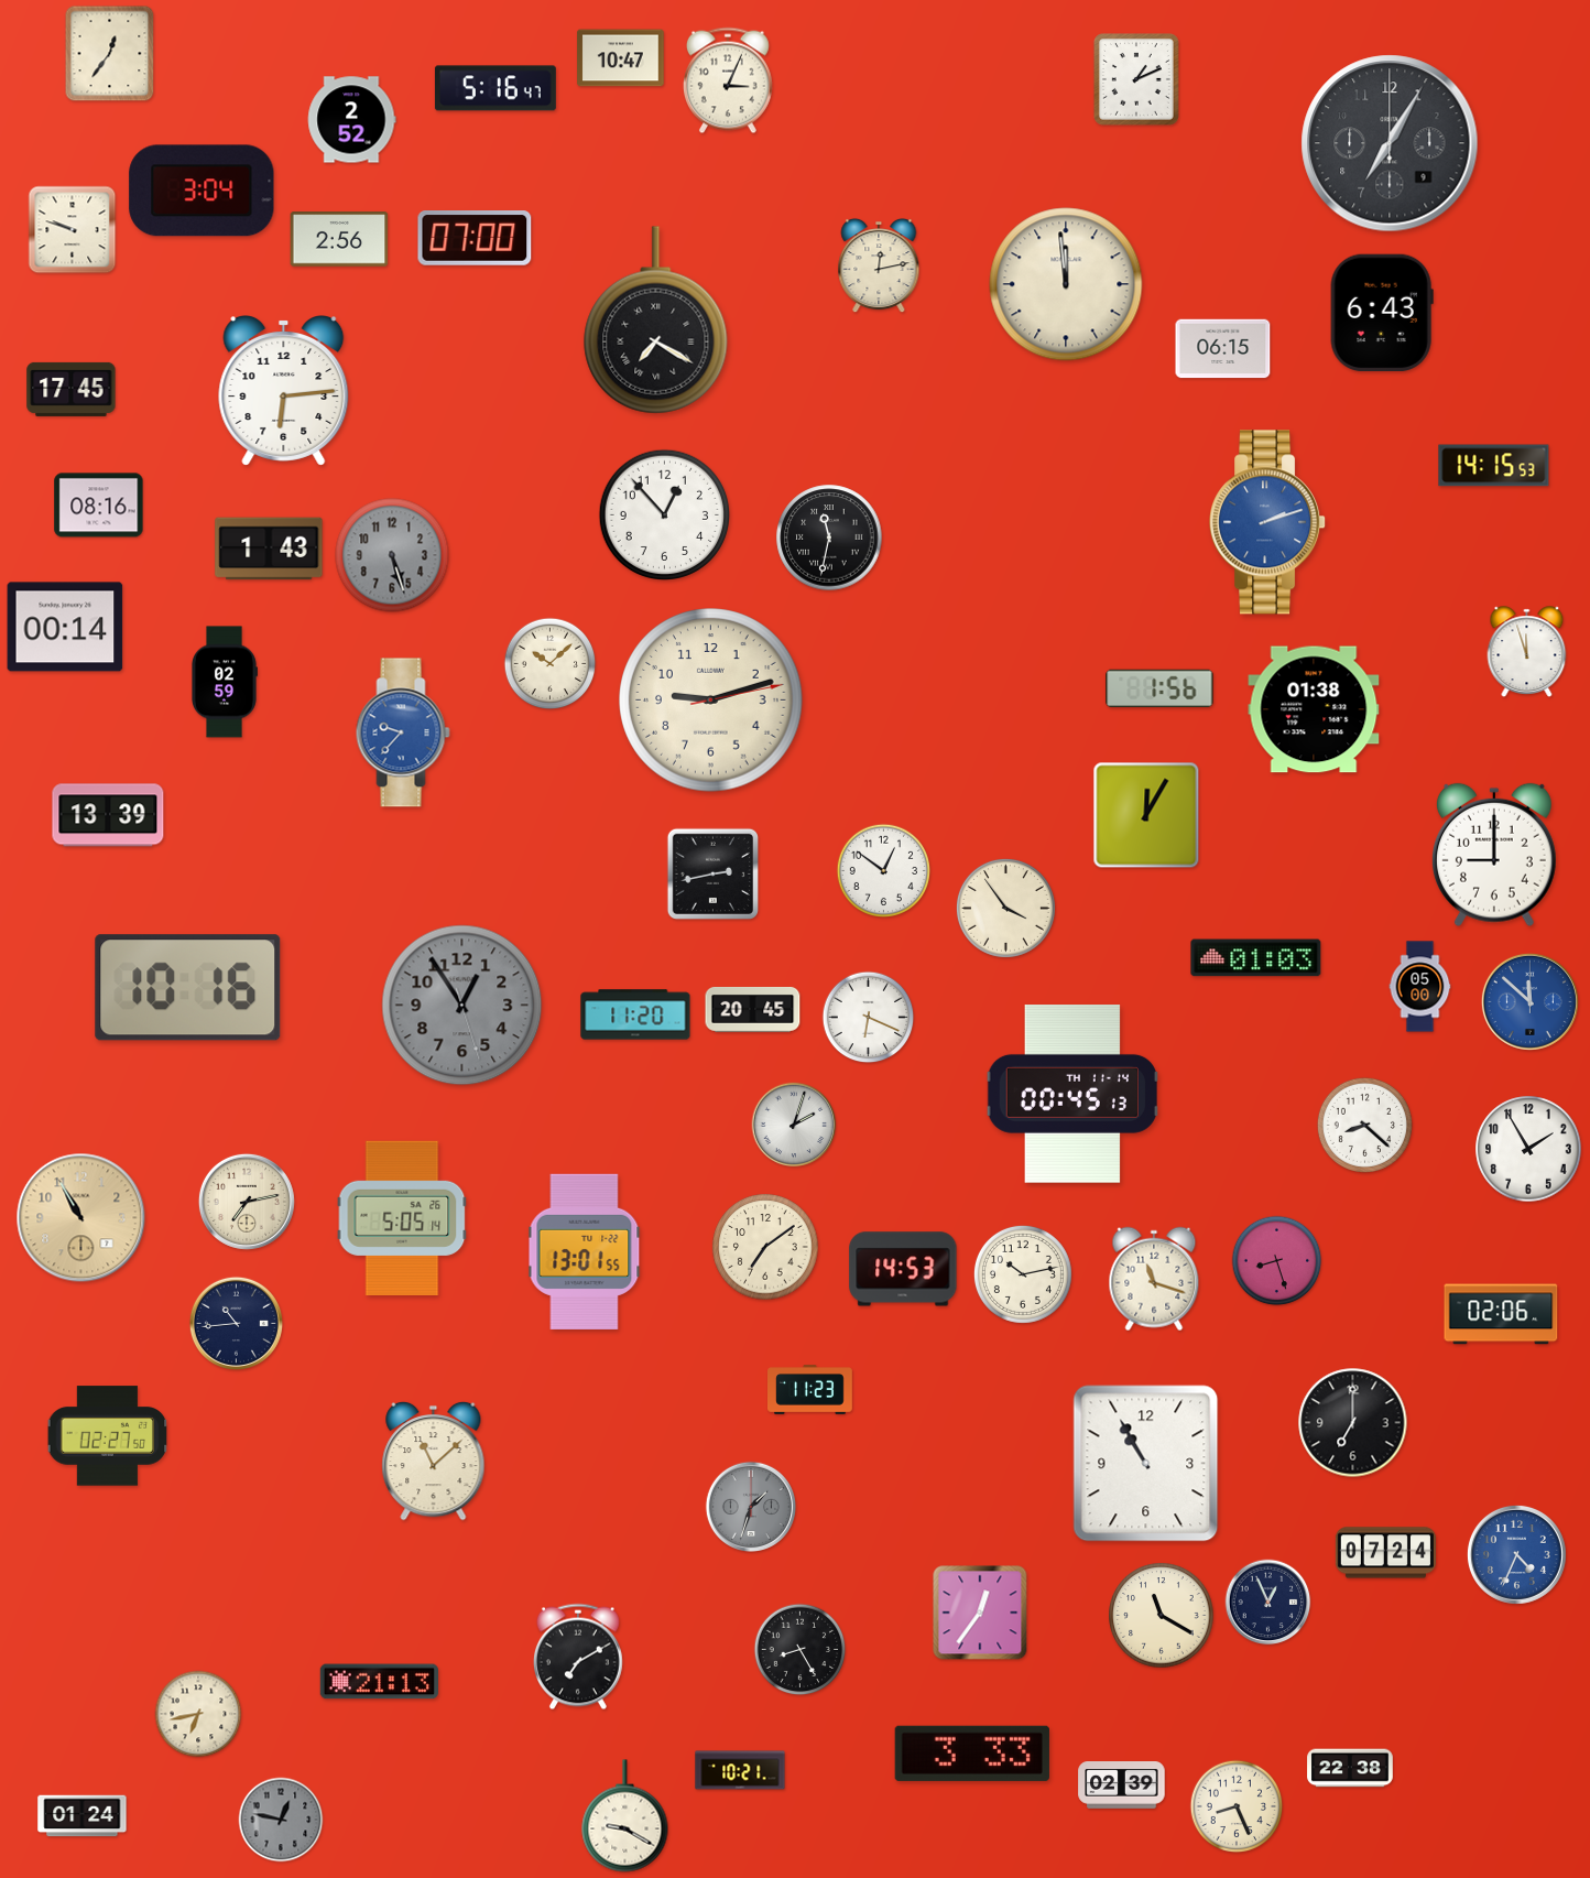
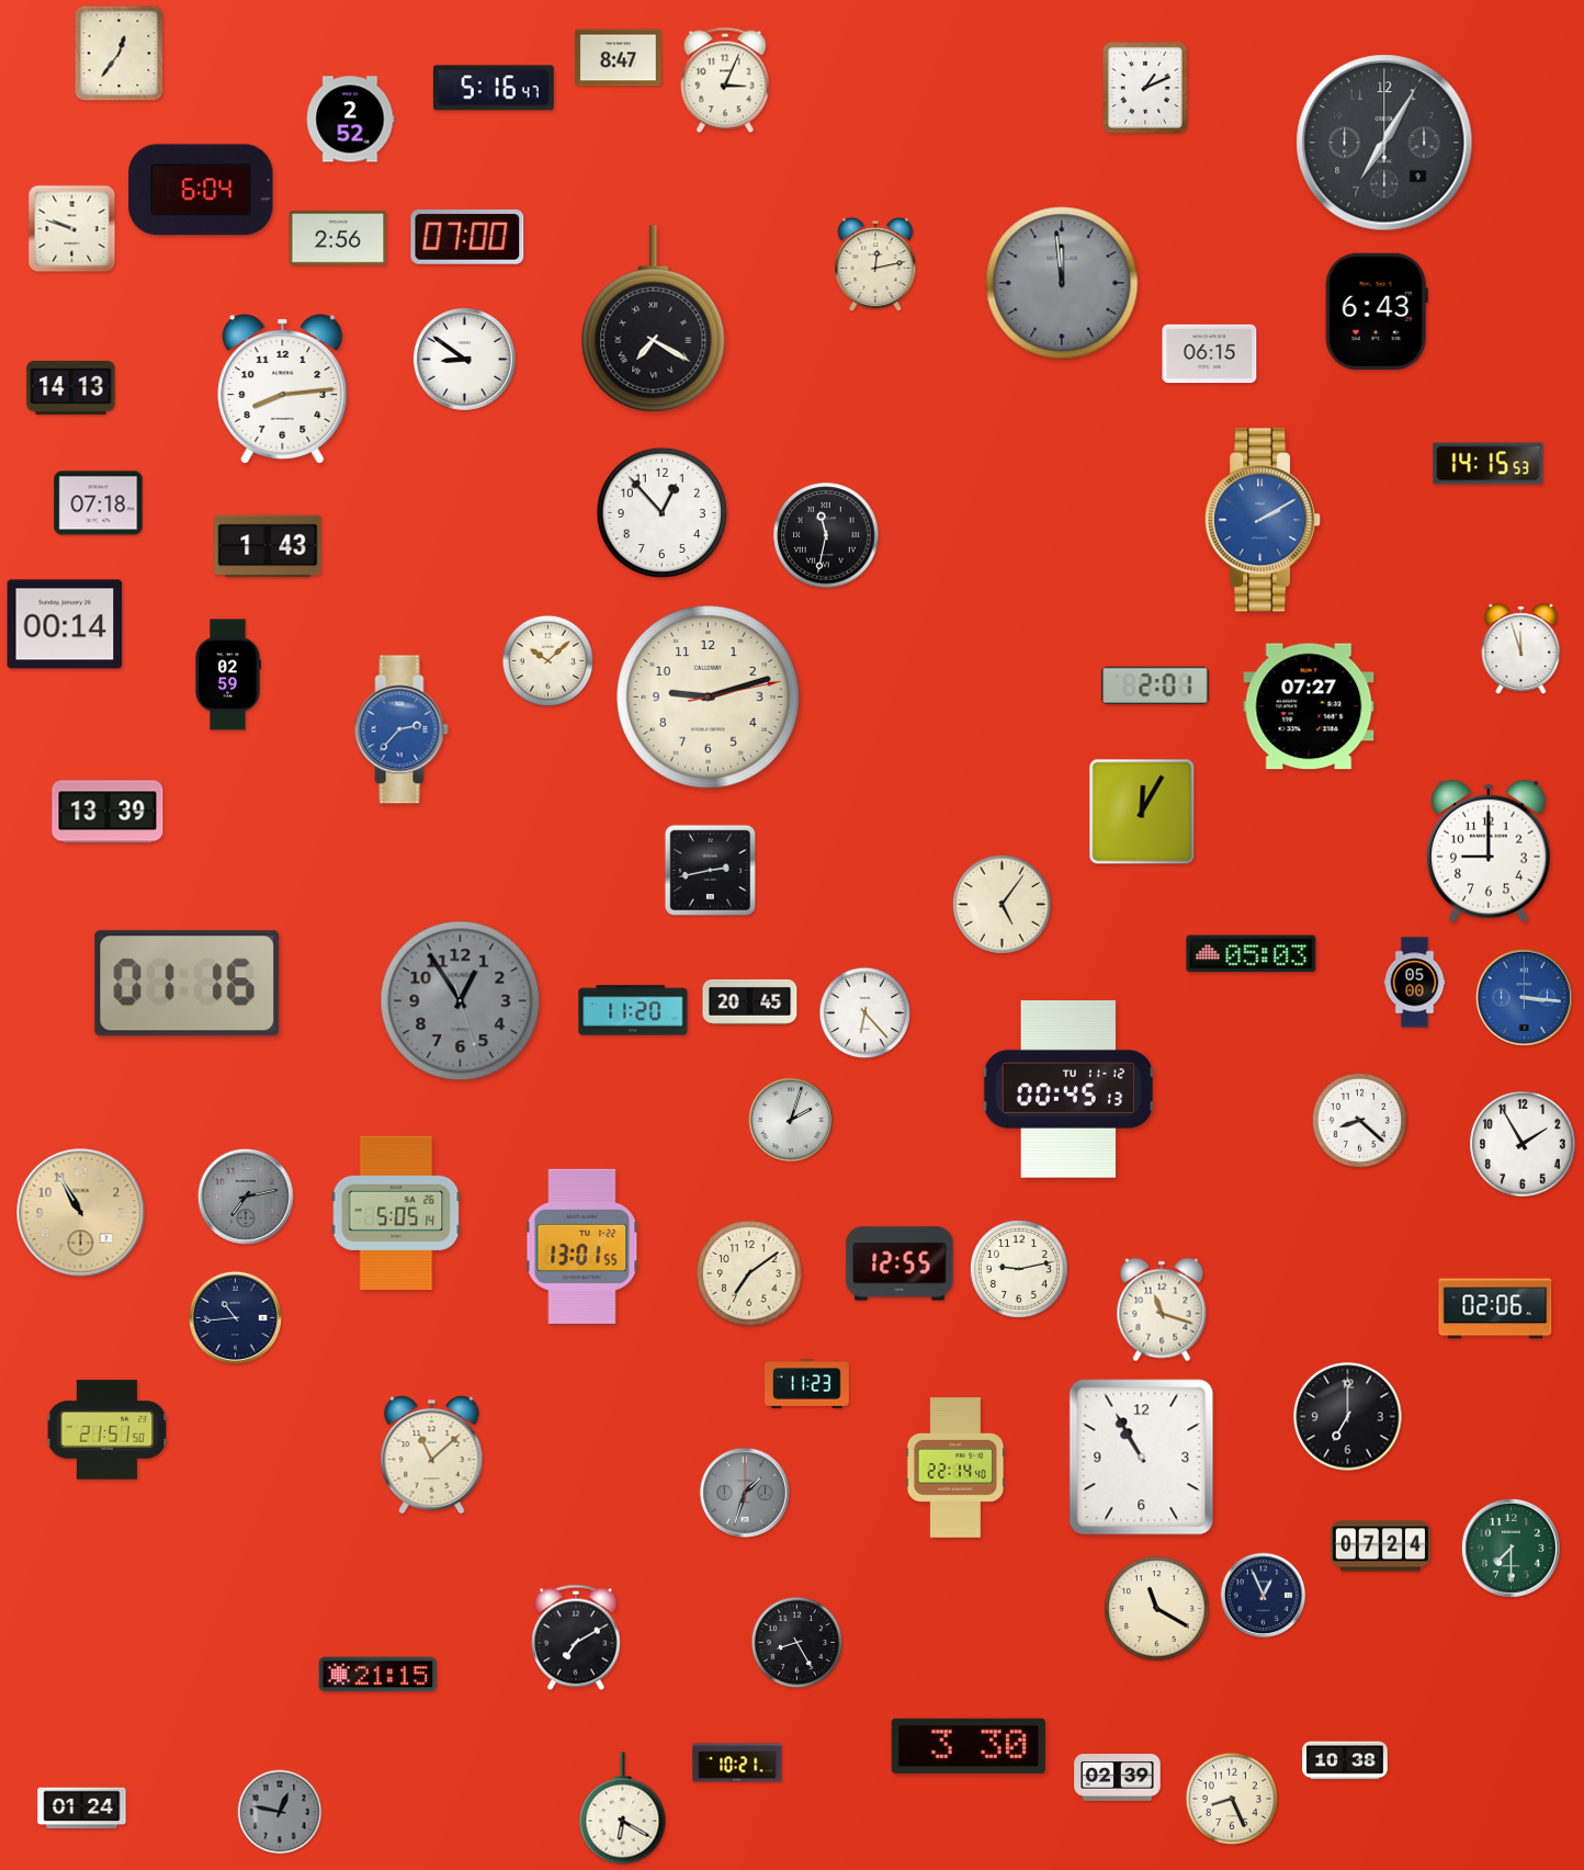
clock at (110, 54) position: (110, 54) -> (120, 54)
clock at (621, 58): 10:47 -> 8:47
clock at (1137, 80) position: (1137, 80) -> (1146, 89)
clock at (202, 191): 3:04 -> 6:04
clock at (475, 238) position: (475, 238) -> (467, 237)
clock at (1066, 284) dial: cream -> grey
clock at (1223, 349) position: (1223, 349) -> (1210, 354)
clock at (465, 360): none -> 8:51
clock at (72, 389): 17:45 -> 14:13
clock at (284, 391): 6:14 -> 8:14
clock at (99, 506): 08:16 -> 07:18
clock at (1268, 522): 2:12 -> 2:10
clock at (392, 555): 5:27 -> none
clock at (224, 682) position: (224, 682) -> (227, 675)
clock at (1159, 688): 1:56 -> 2:01
clock at (1314, 709): 01:38 -> 07:27
clock at (403, 732): 9:37 -> 2:37
clock at (883, 870): 12:51 -> none
clock at (1005, 908): 3:54 -> 5:06
clock at (1256, 958): 01:03 -> 05:03
clock at (188, 988): 10:16 -> 01:16
clock at (1529, 1001): 11:52 -> 3:16
clock at (753, 1010) position: (753, 1010) -> (750, 1002)
clock at (869, 1018): 6:19 -> 6:23
clock at (1072, 1095) date: TH 11-14 -> TU 11-12
clock at (247, 1202) dial: cream -> grey
clock at (402, 1217) position: (402, 1217) -> (396, 1212)
clock at (765, 1247) position: (765, 1247) -> (749, 1273)
clock at (1277, 1261): 8:27 -> none
clock at (903, 1269): 14:53 -> 12:55
clock at (1023, 1274): 10:13 -> 9:13
clock at (1154, 1279) position: (1154, 1279) -> (1162, 1310)
clock at (108, 1436): 02:27 -> 21:51
clock at (955, 1467): none -> 22:14
clock at (750, 1506) position: (750, 1506) -> (744, 1492)
clock at (1516, 1554): 4:34 -> 7:30
clock at (1516, 1554) dial: blue -> green
clock at (980, 1613): 12:36 -> none
clock at (578, 1657) position: (578, 1657) -> (576, 1637)
clock at (379, 1682): 21:13 -> 21:15
clock at (198, 1714): 6:43 -> none
clock at (972, 1754): 3:33 -> 3:30
clock at (1350, 1768): 22:38 -> 10:38
clock at (625, 1816): 9:20 -> 6:20
